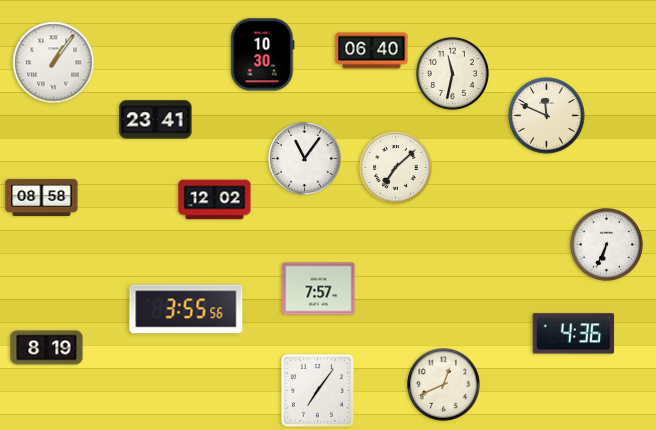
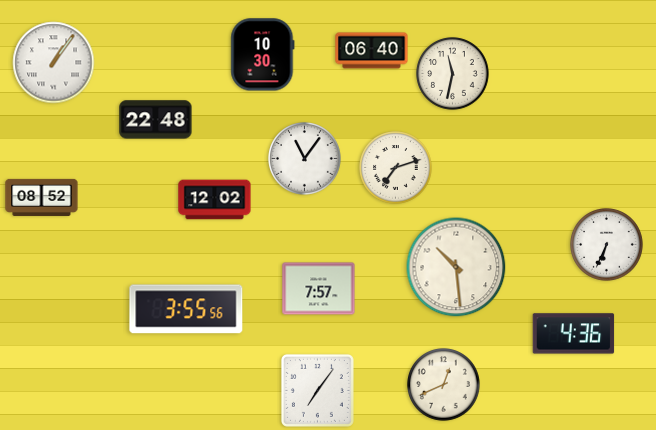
clock at (547, 116): 11:49 -> none
clock at (156, 120): 23:41 -> 22:48
clock at (396, 168): 7:08 -> 7:12
clock at (42, 197): 08:58 -> 08:52
clock at (456, 267): none -> 10:29
clock at (47, 348): 8:19 -> none
